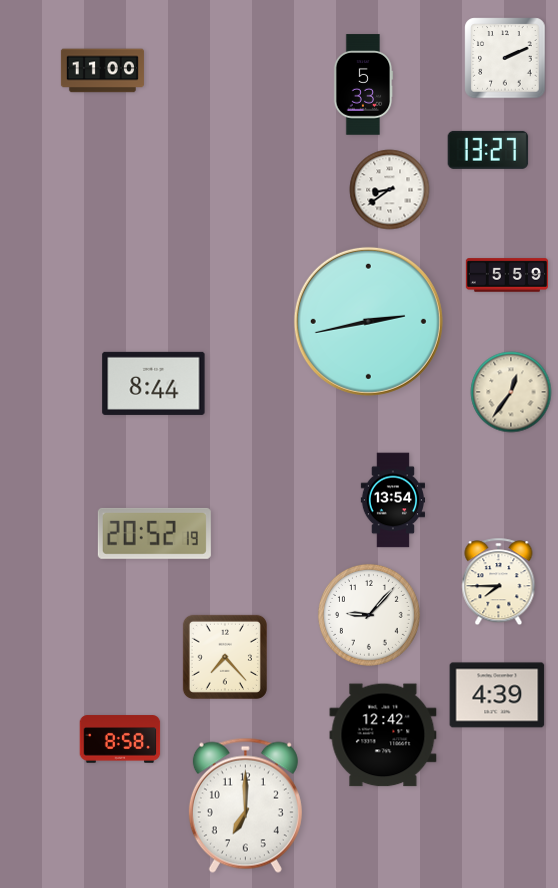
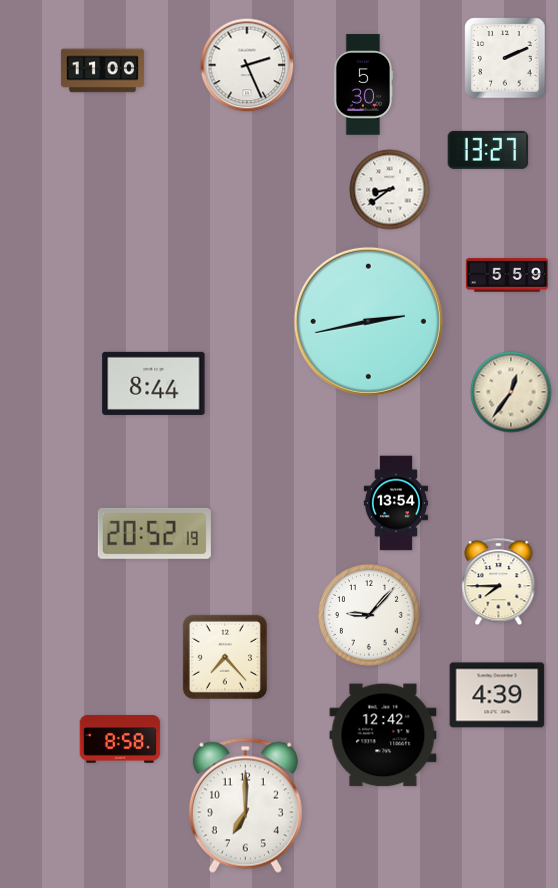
clock at (247, 65): none -> 2:26
clock at (363, 85): 5:33 -> 5:30
clock at (392, 500) position: (392, 500) -> (395, 503)
